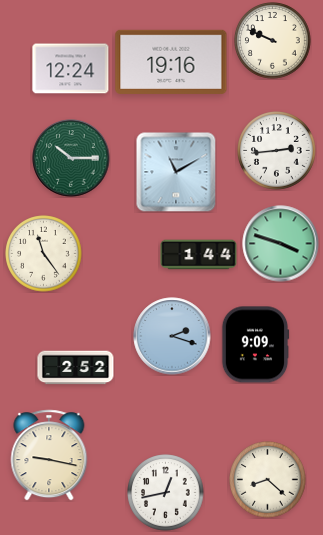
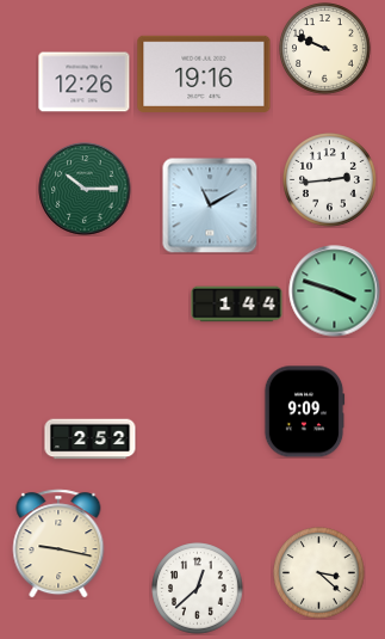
clock at (71, 69): 12:24 -> 12:26
clock at (44, 254): 11:24 -> none
clock at (172, 336): 2:18 -> none
clock at (268, 480): 8:22 -> 3:22
clock at (166, 493): 12:43 -> 12:38
